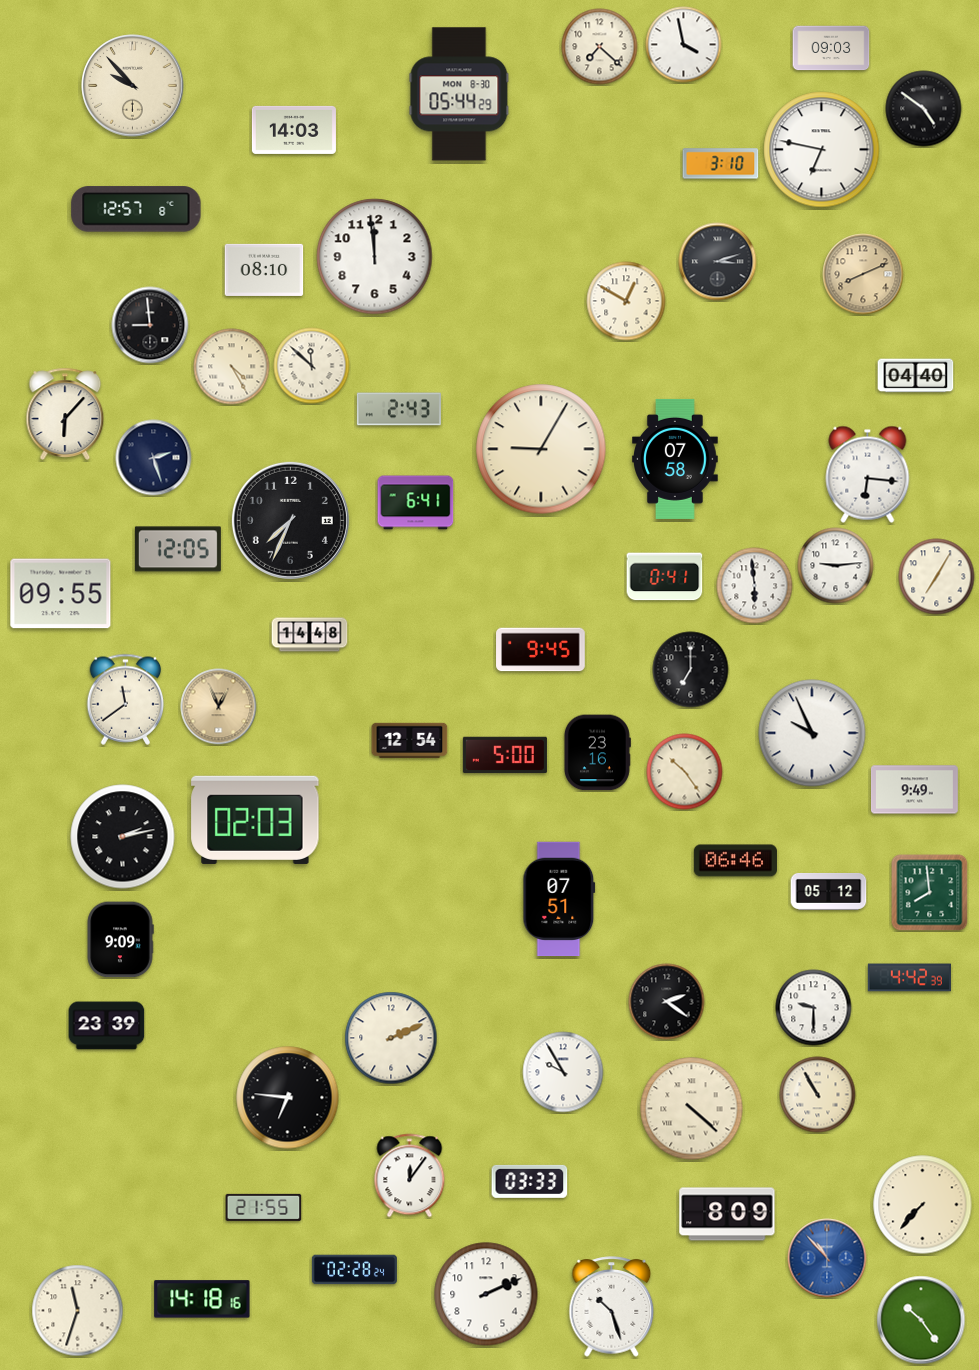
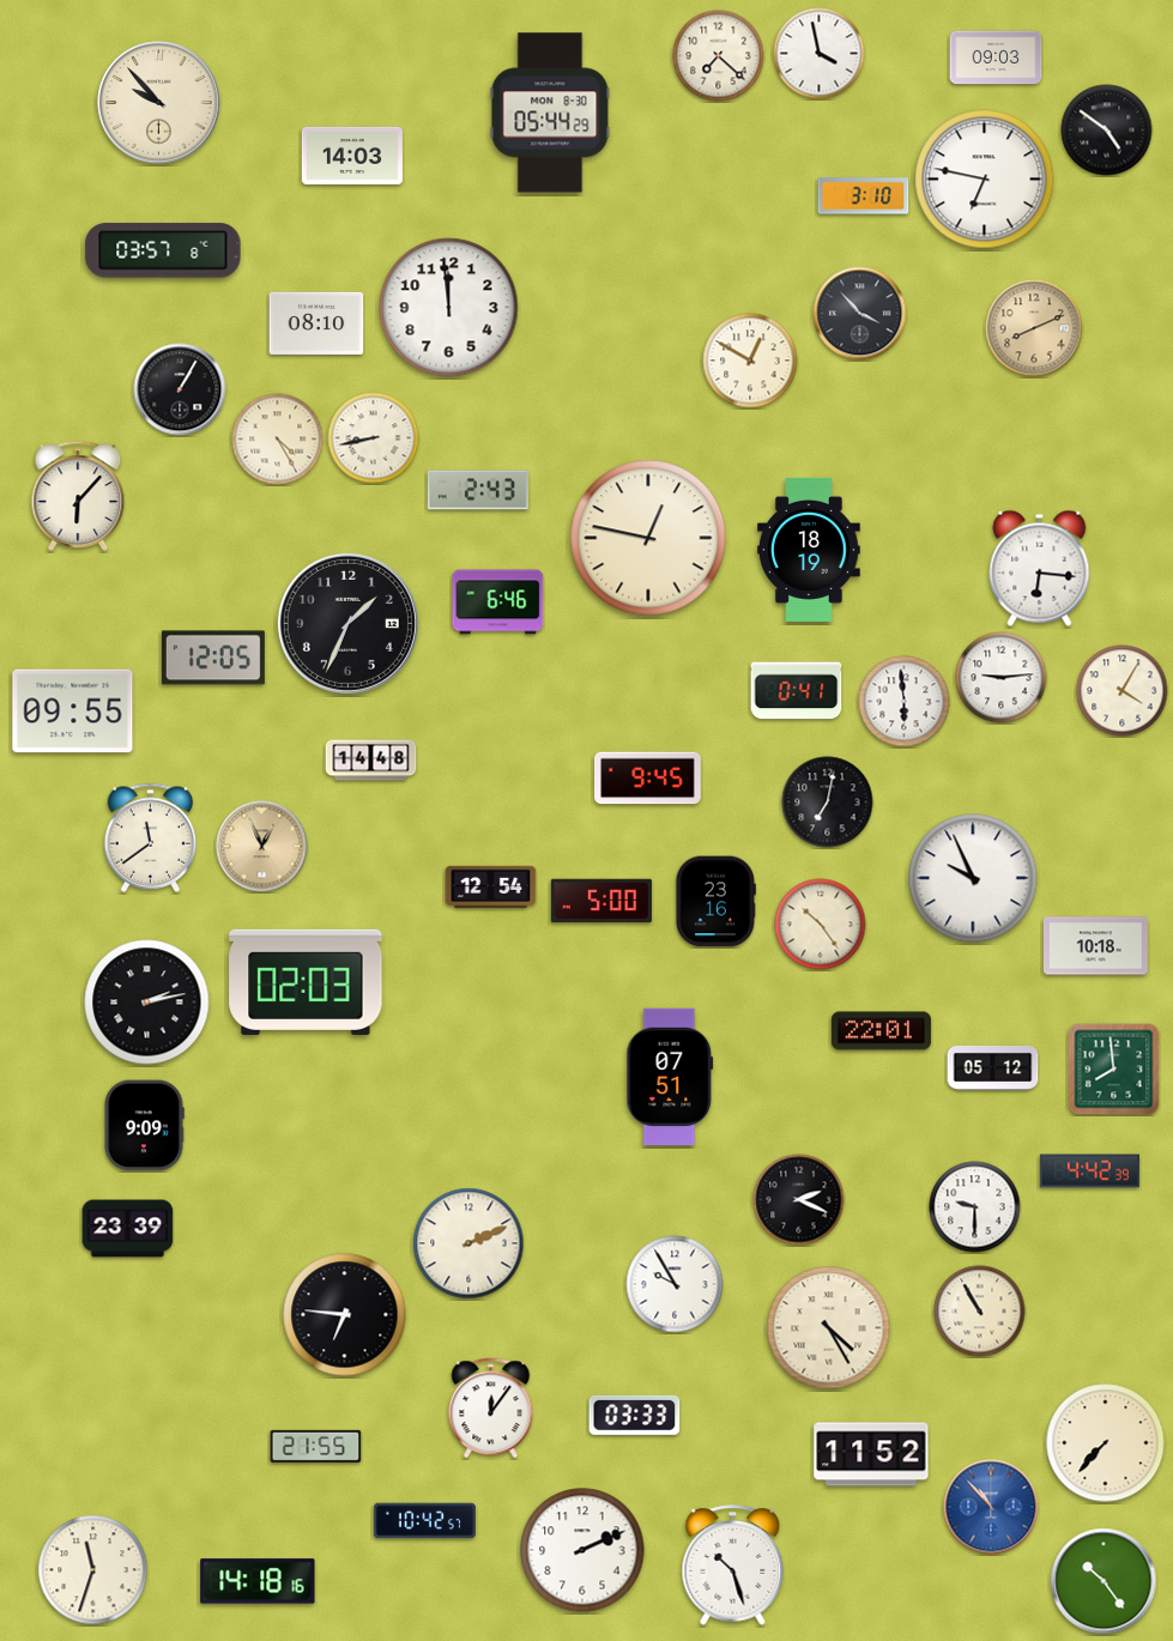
clock at (136, 209): 12:57 -> 03:57
clock at (718, 262): 3:12 -> 3:53
clock at (150, 325): 8:59 -> 1:05
clock at (312, 366): 11:52 -> 8:43
clock at (916, 376): 04:40 -> none
clock at (541, 449): 9:05 -> 12:47
clock at (154, 458): 2:27 -> none
clock at (675, 459): 07:58 -> 18:19
clock at (416, 503): 6:41 -> 6:46
clock at (290, 520): 7:34 -> 1:34
clock at (937, 577): 7:05 -> 4:05
clock at (691, 670): 7:00 -> 7:02
clock at (505, 755) position: (505, 755) -> (601, 901)
clock at (914, 790): 9:49 -> 10:18
clock at (735, 861): 06:46 -> 22:01
clock at (667, 1002): 2:21 -> 2:19
clock at (692, 1109): 4:22 -> 4:25
clock at (727, 1214): 8:09 -> 11:52
clock at (354, 1270): 02:28 -> 10:42
clock at (202, 1299) position: (202, 1299) -> (258, 1581)
